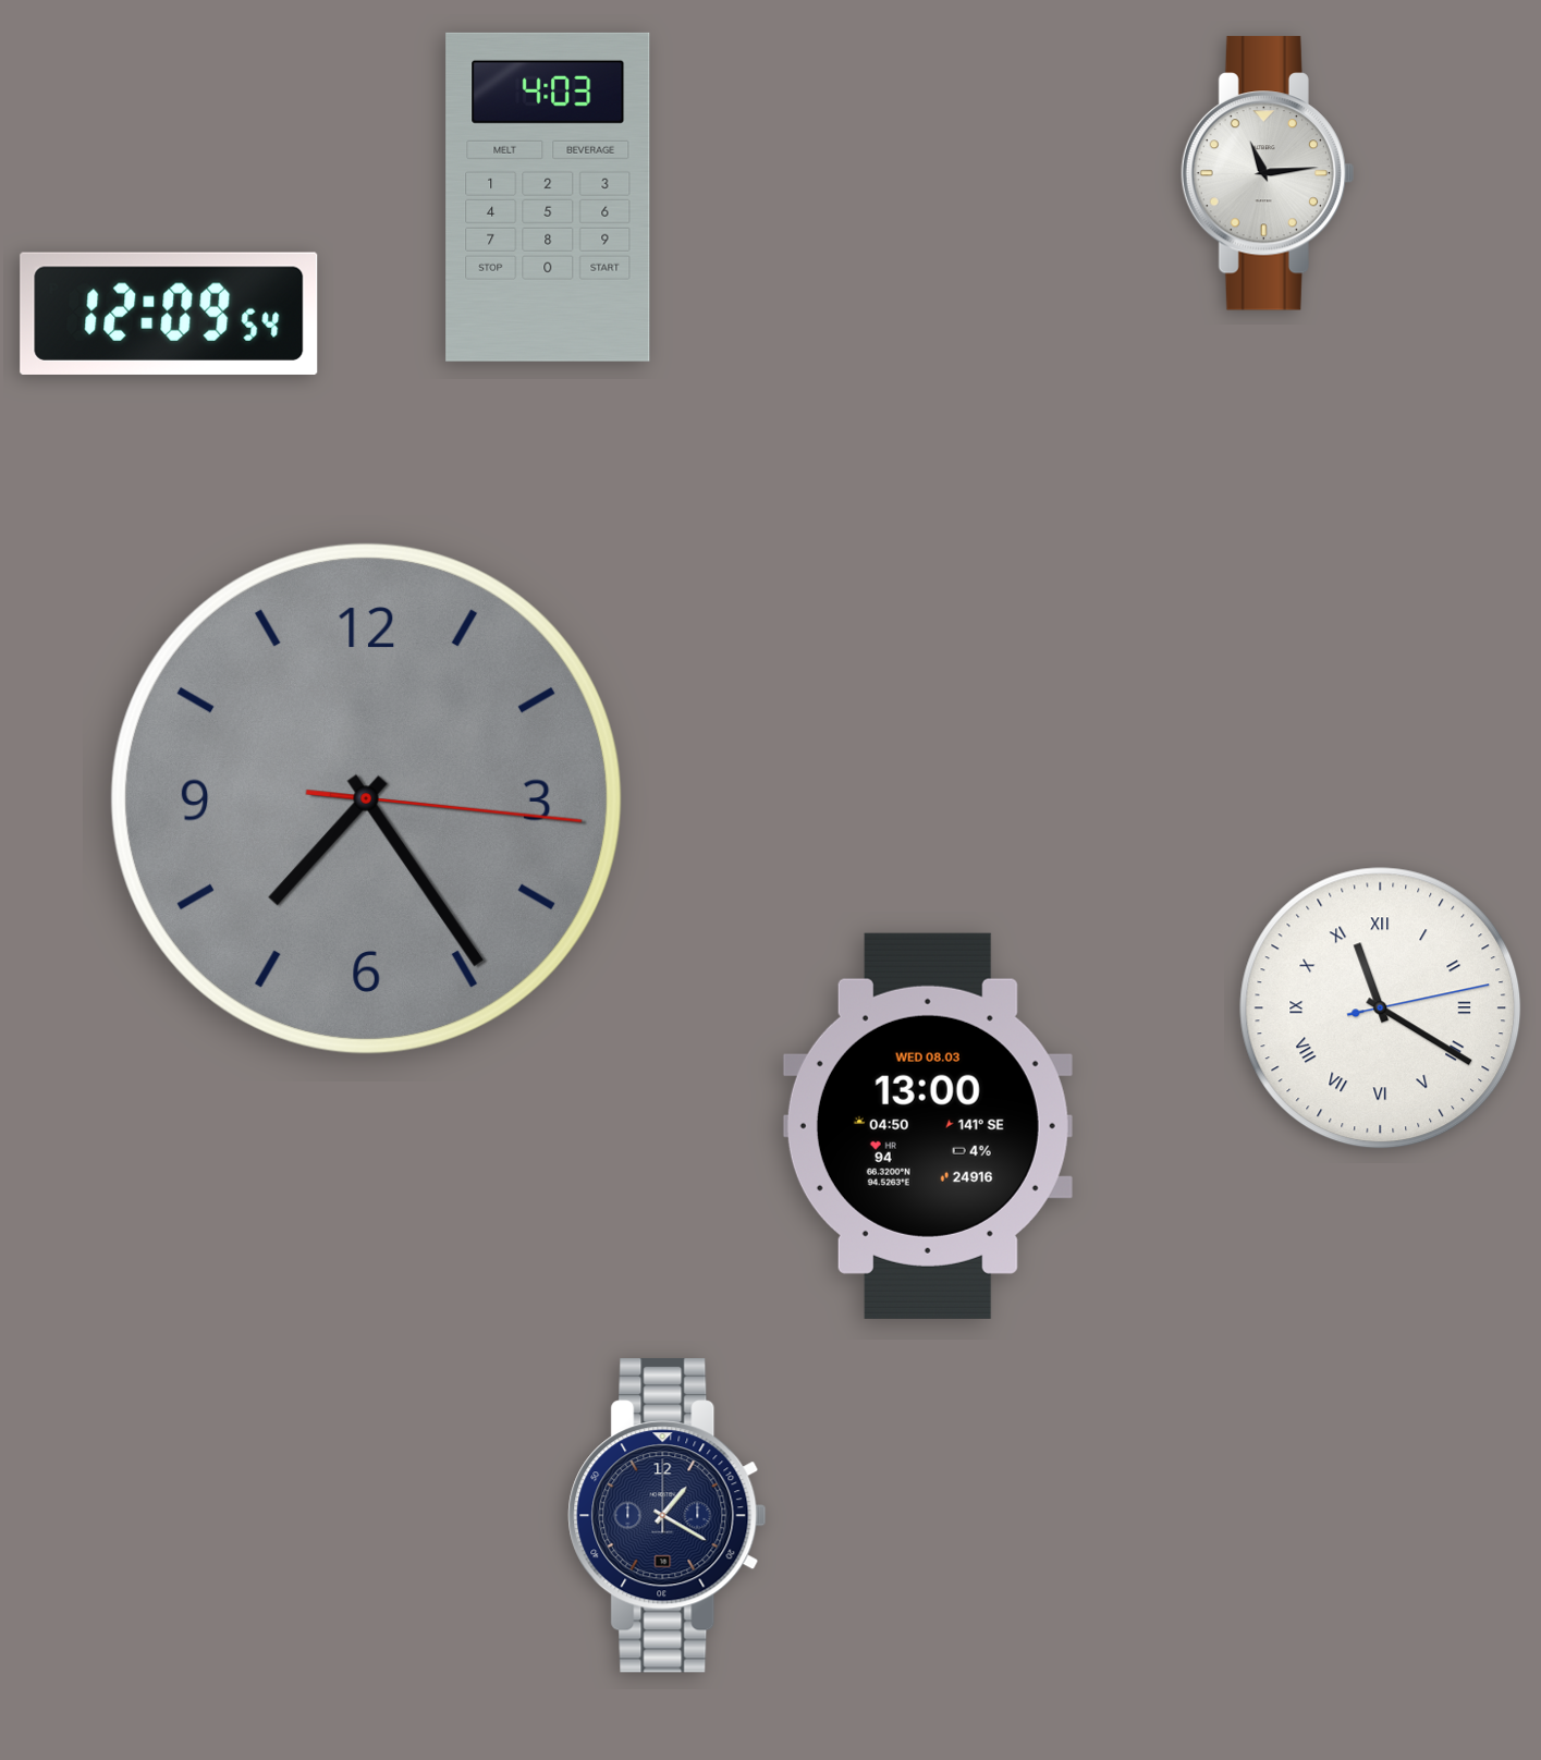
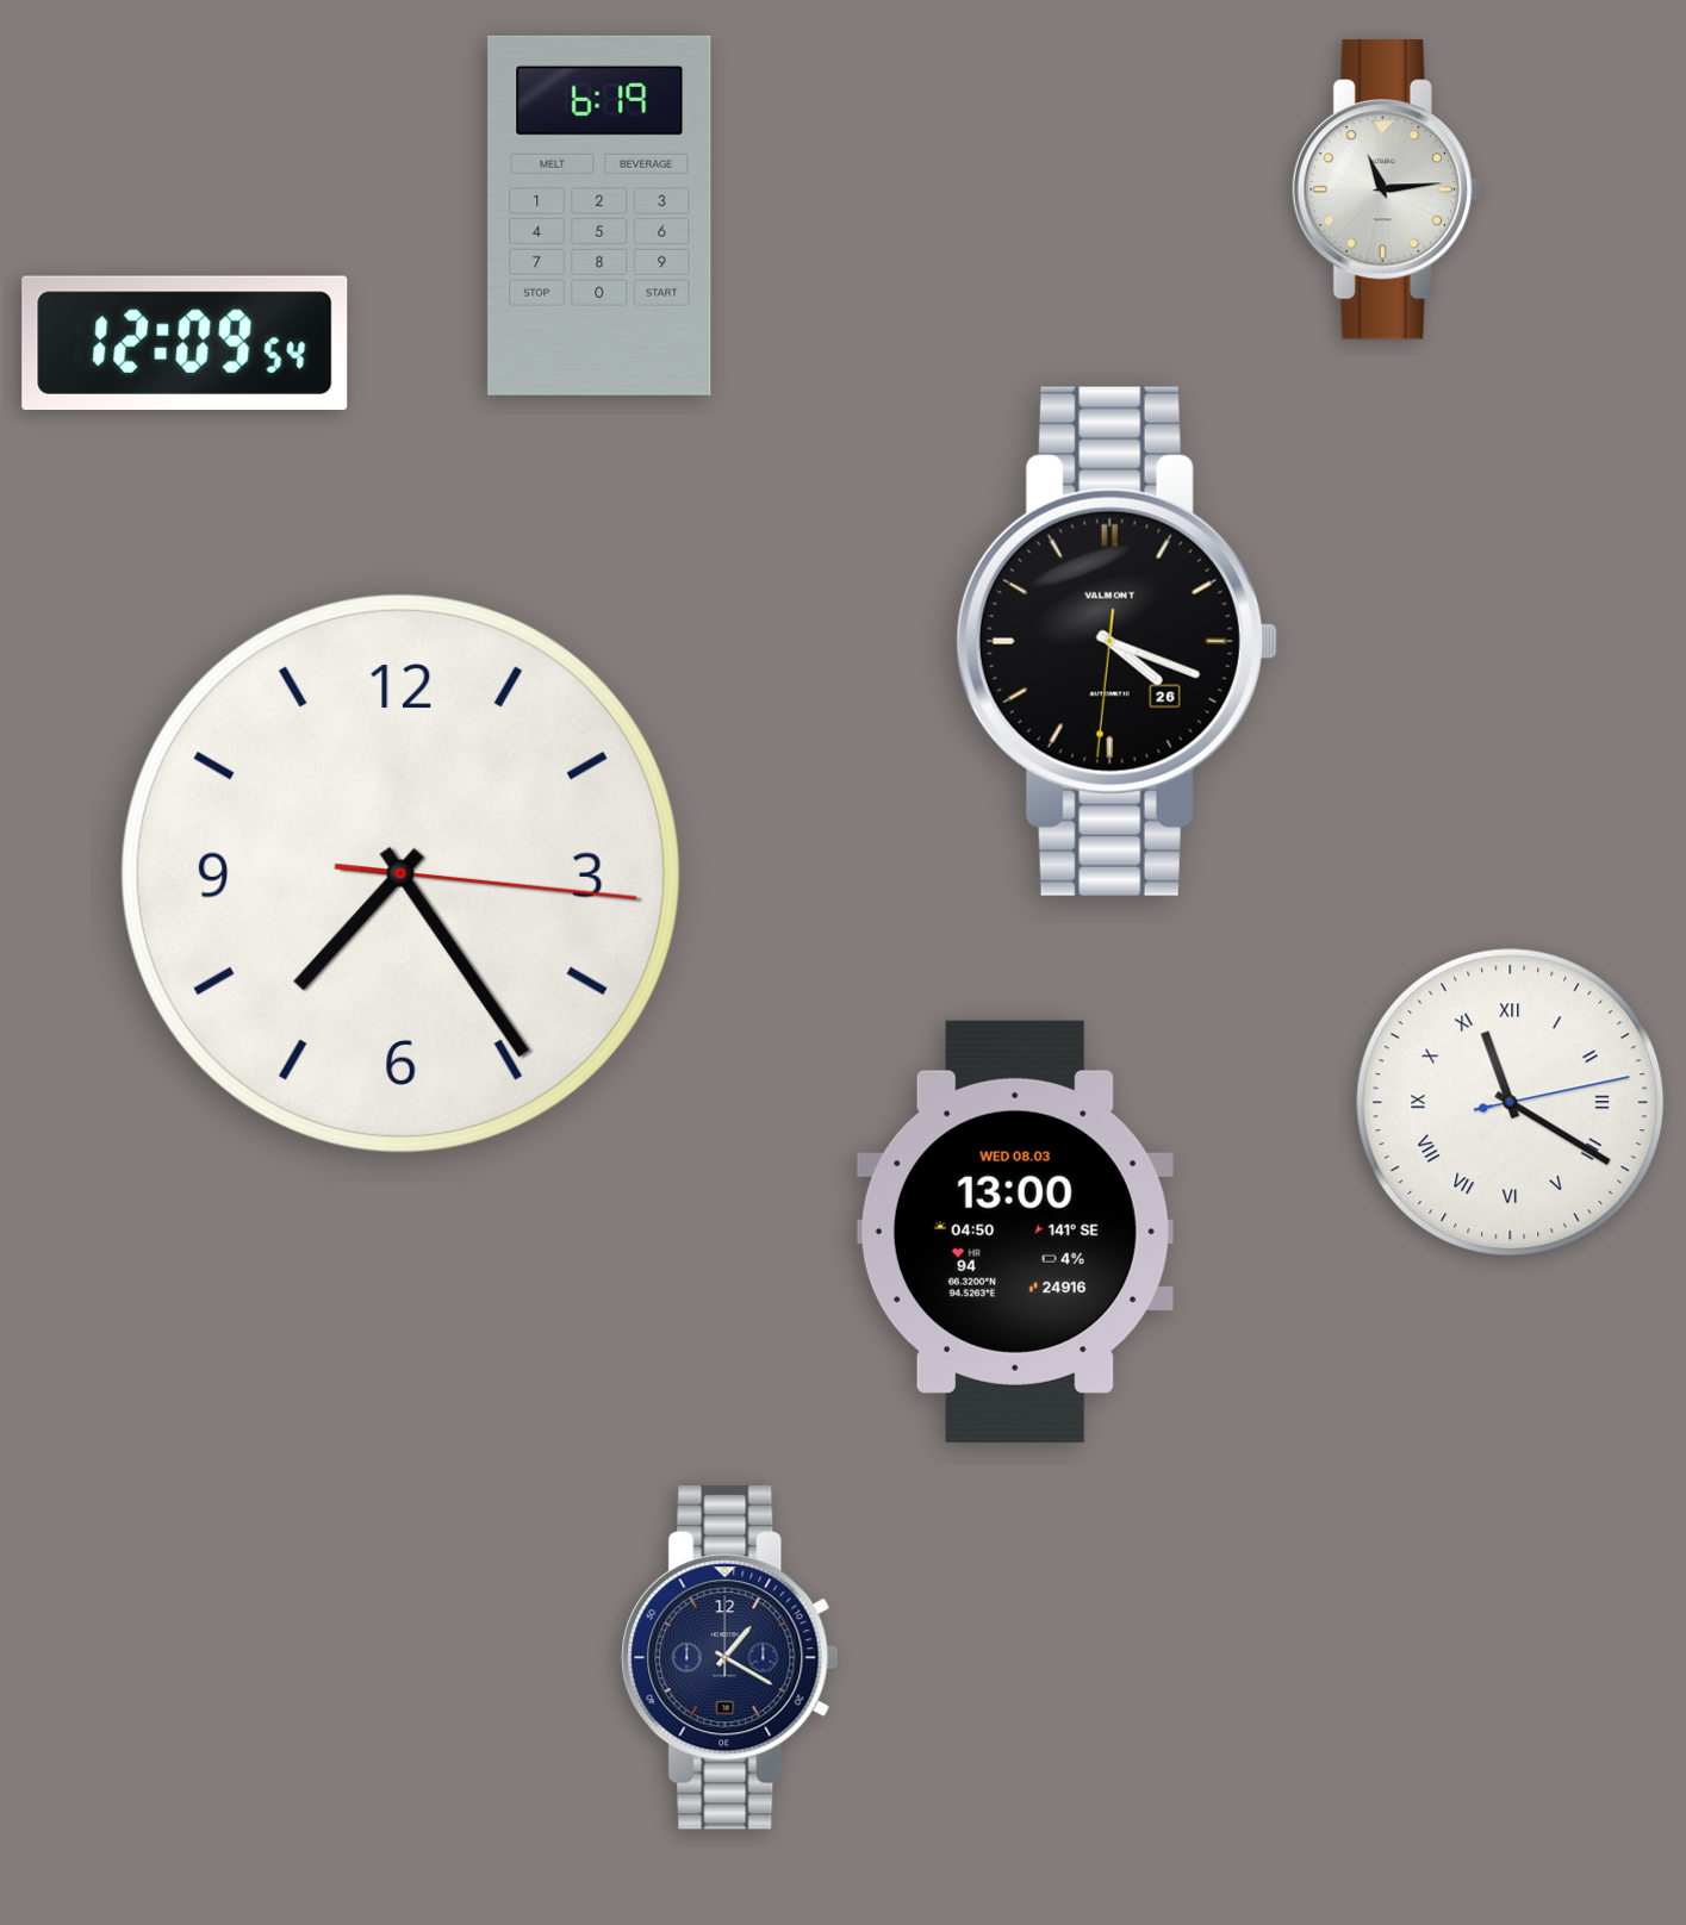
clock at (548, 197): 4:03 -> 6:19
clock at (1116, 641): none -> 4:18
clock at (366, 798) dial: grey -> white
